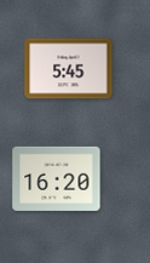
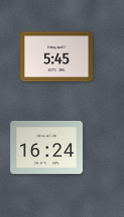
clock at (57, 178): 16:20 -> 16:24
